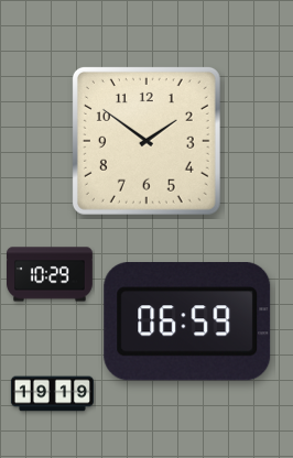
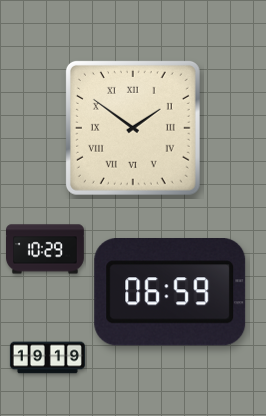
clock at (146, 141) numerals: Arabic -> Roman
